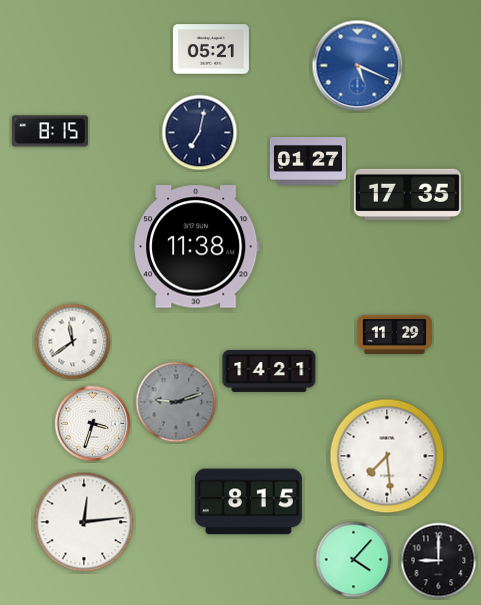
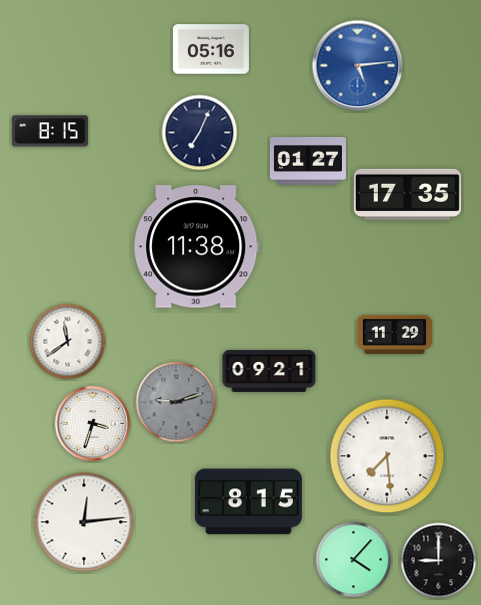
clock at (211, 49): 05:21 -> 05:16
clock at (358, 66): 5:19 -> 5:14
clock at (200, 133): 7:02 -> 7:04
clock at (73, 342) position: (73, 342) -> (68, 342)
clock at (269, 371): 14:21 -> 09:21
